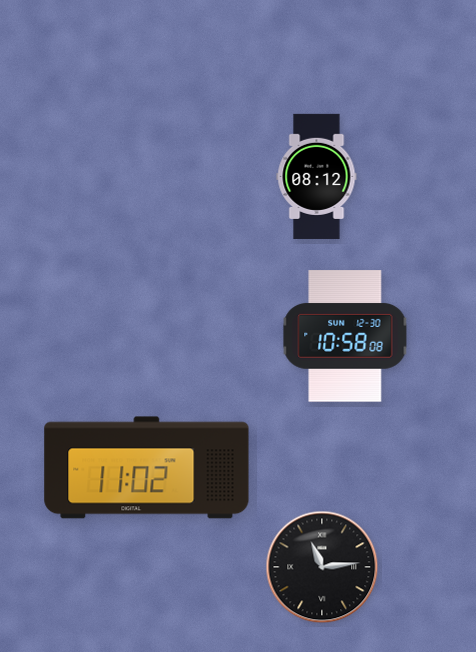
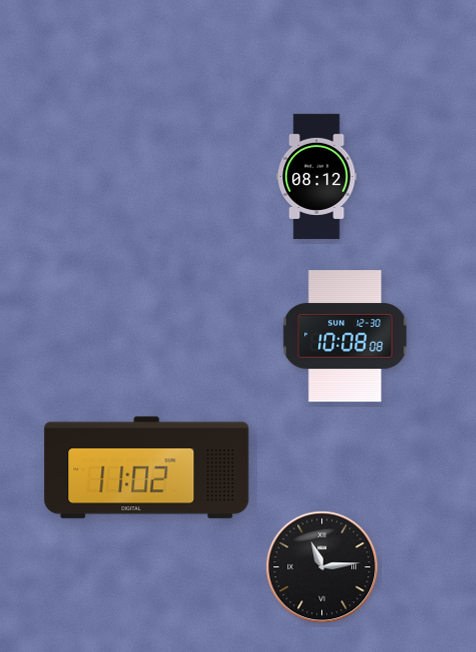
clock at (345, 336): 10:58 -> 10:08
